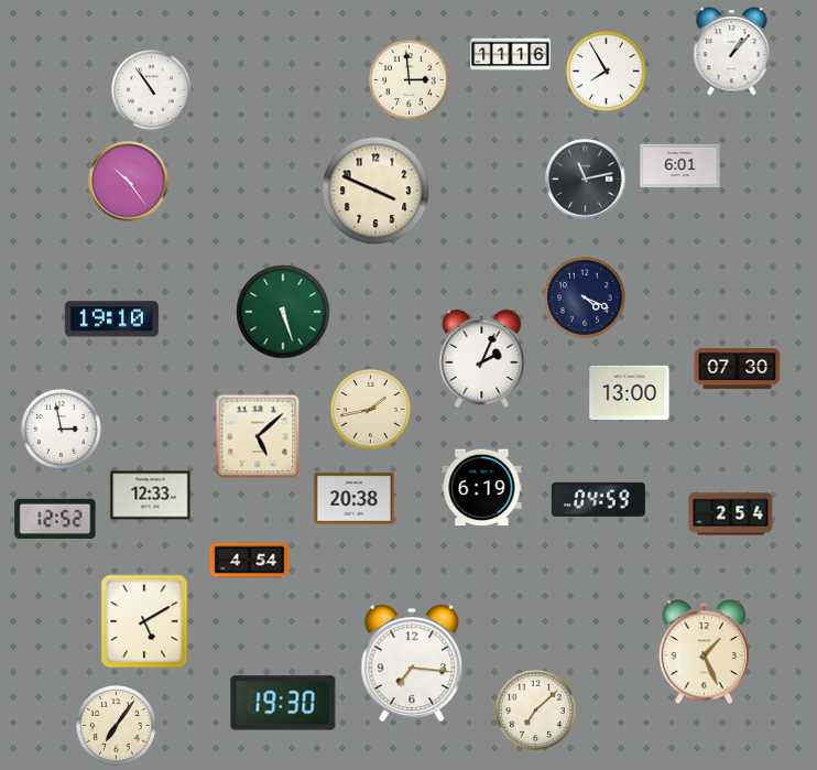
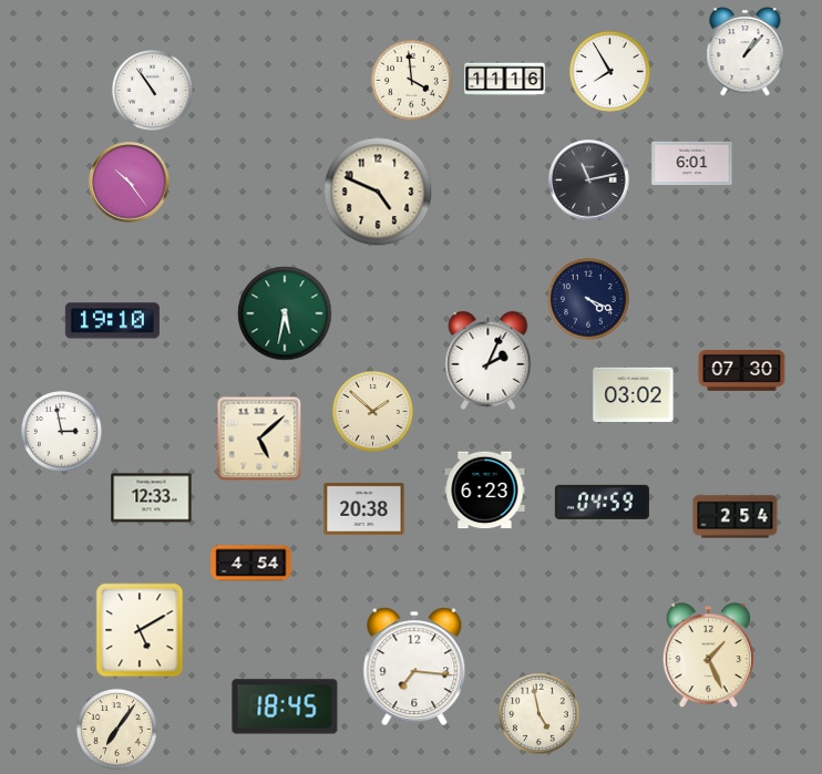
clock at (732, 52) position: (732, 52) -> (746, 52)
clock at (511, 55) position: (511, 55) -> (505, 80)
clock at (408, 79): 2:59 -> 3:59
clock at (680, 166) position: (680, 166) -> (692, 164)
clock at (375, 191): 3:49 -> 4:49
clock at (283, 312): 5:27 -> 5:32
clock at (482, 358) position: (482, 358) -> (489, 360)
clock at (630, 393): 13:00 -> 03:02
clock at (370, 409): 1:43 -> 1:52
clock at (482, 488): 6:19 -> 6:23
clock at (355, 498) position: (355, 498) -> (364, 508)
clock at (55, 519): 12:52 -> none
clock at (144, 621) position: (144, 621) -> (140, 630)
clock at (283, 703): 19:30 -> 18:45
clock at (535, 709): 7:08 -> 4:58
